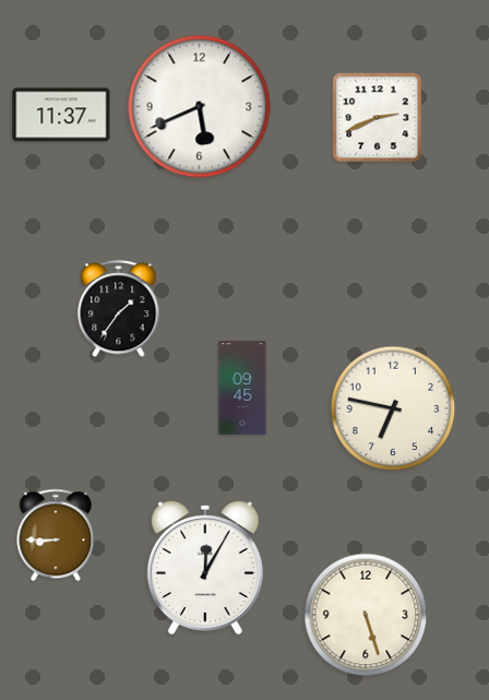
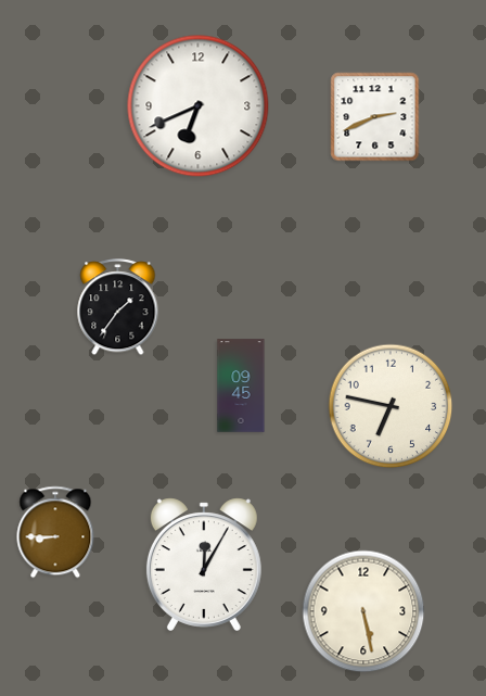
clock at (200, 107): 5:41 -> 6:41
clock at (61, 115): 11:37 -> none
clock at (366, 615): 5:27 -> 5:28
